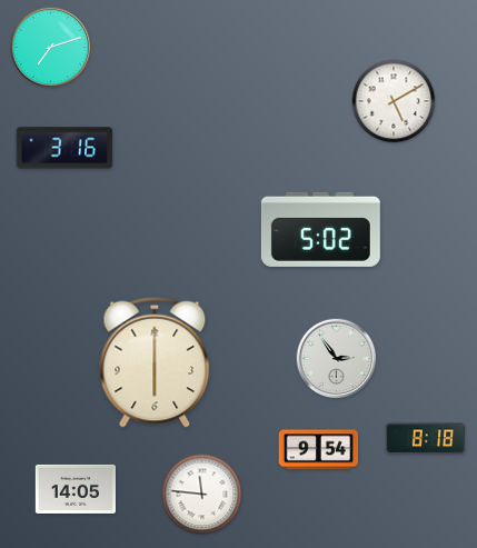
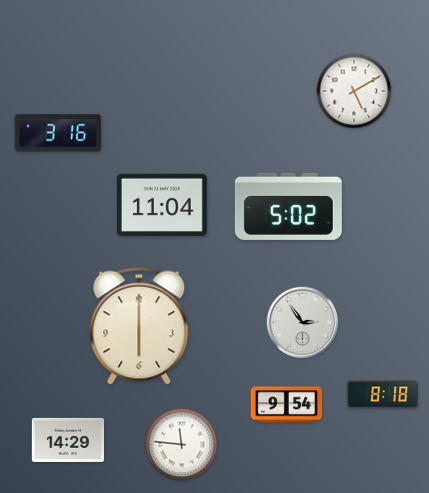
clock at (51, 48): 7:12 -> none
clock at (162, 205): none -> 11:04
clock at (74, 489): 14:05 -> 14:29
